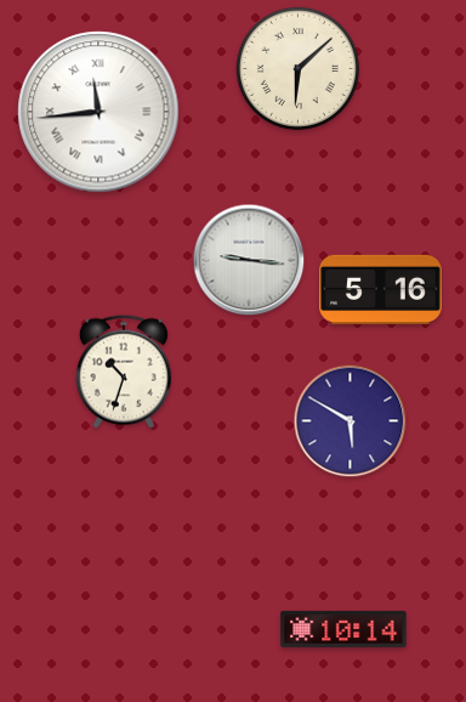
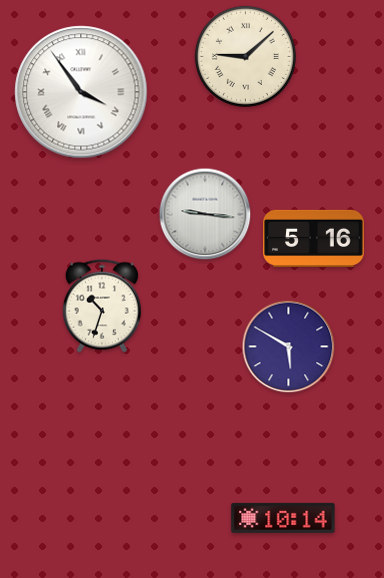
clock at (297, 68): 6:08 -> 9:08
clock at (98, 112): 11:44 -> 3:54
